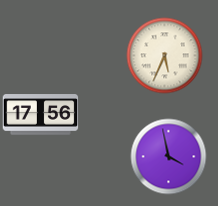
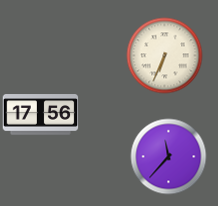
clock at (165, 56): 5:34 -> 6:34
clock at (169, 157): 3:58 -> 11:37
